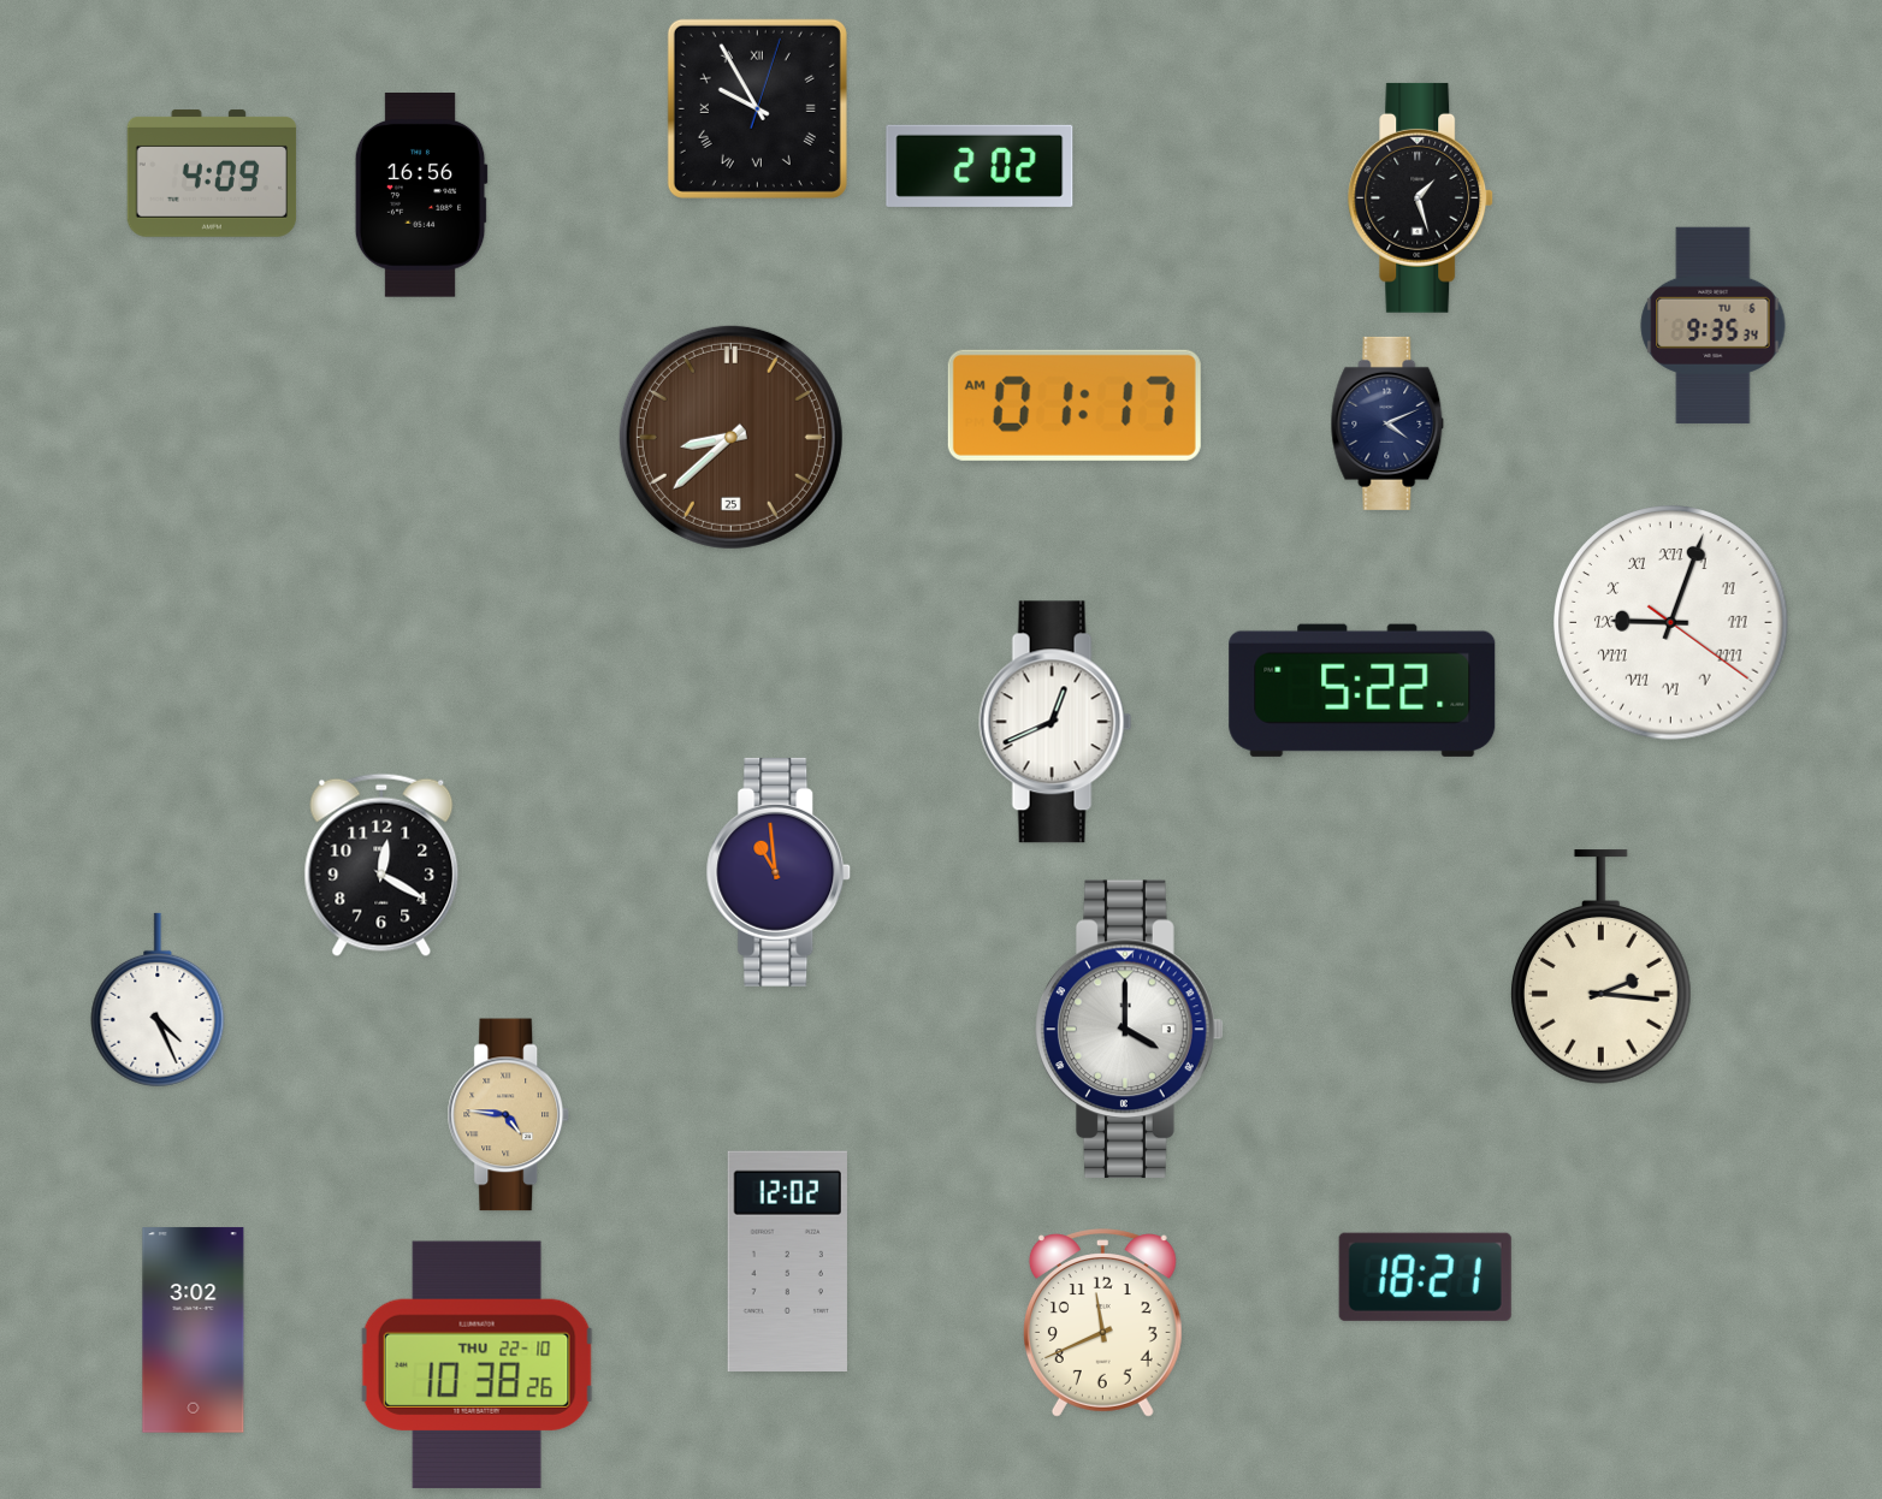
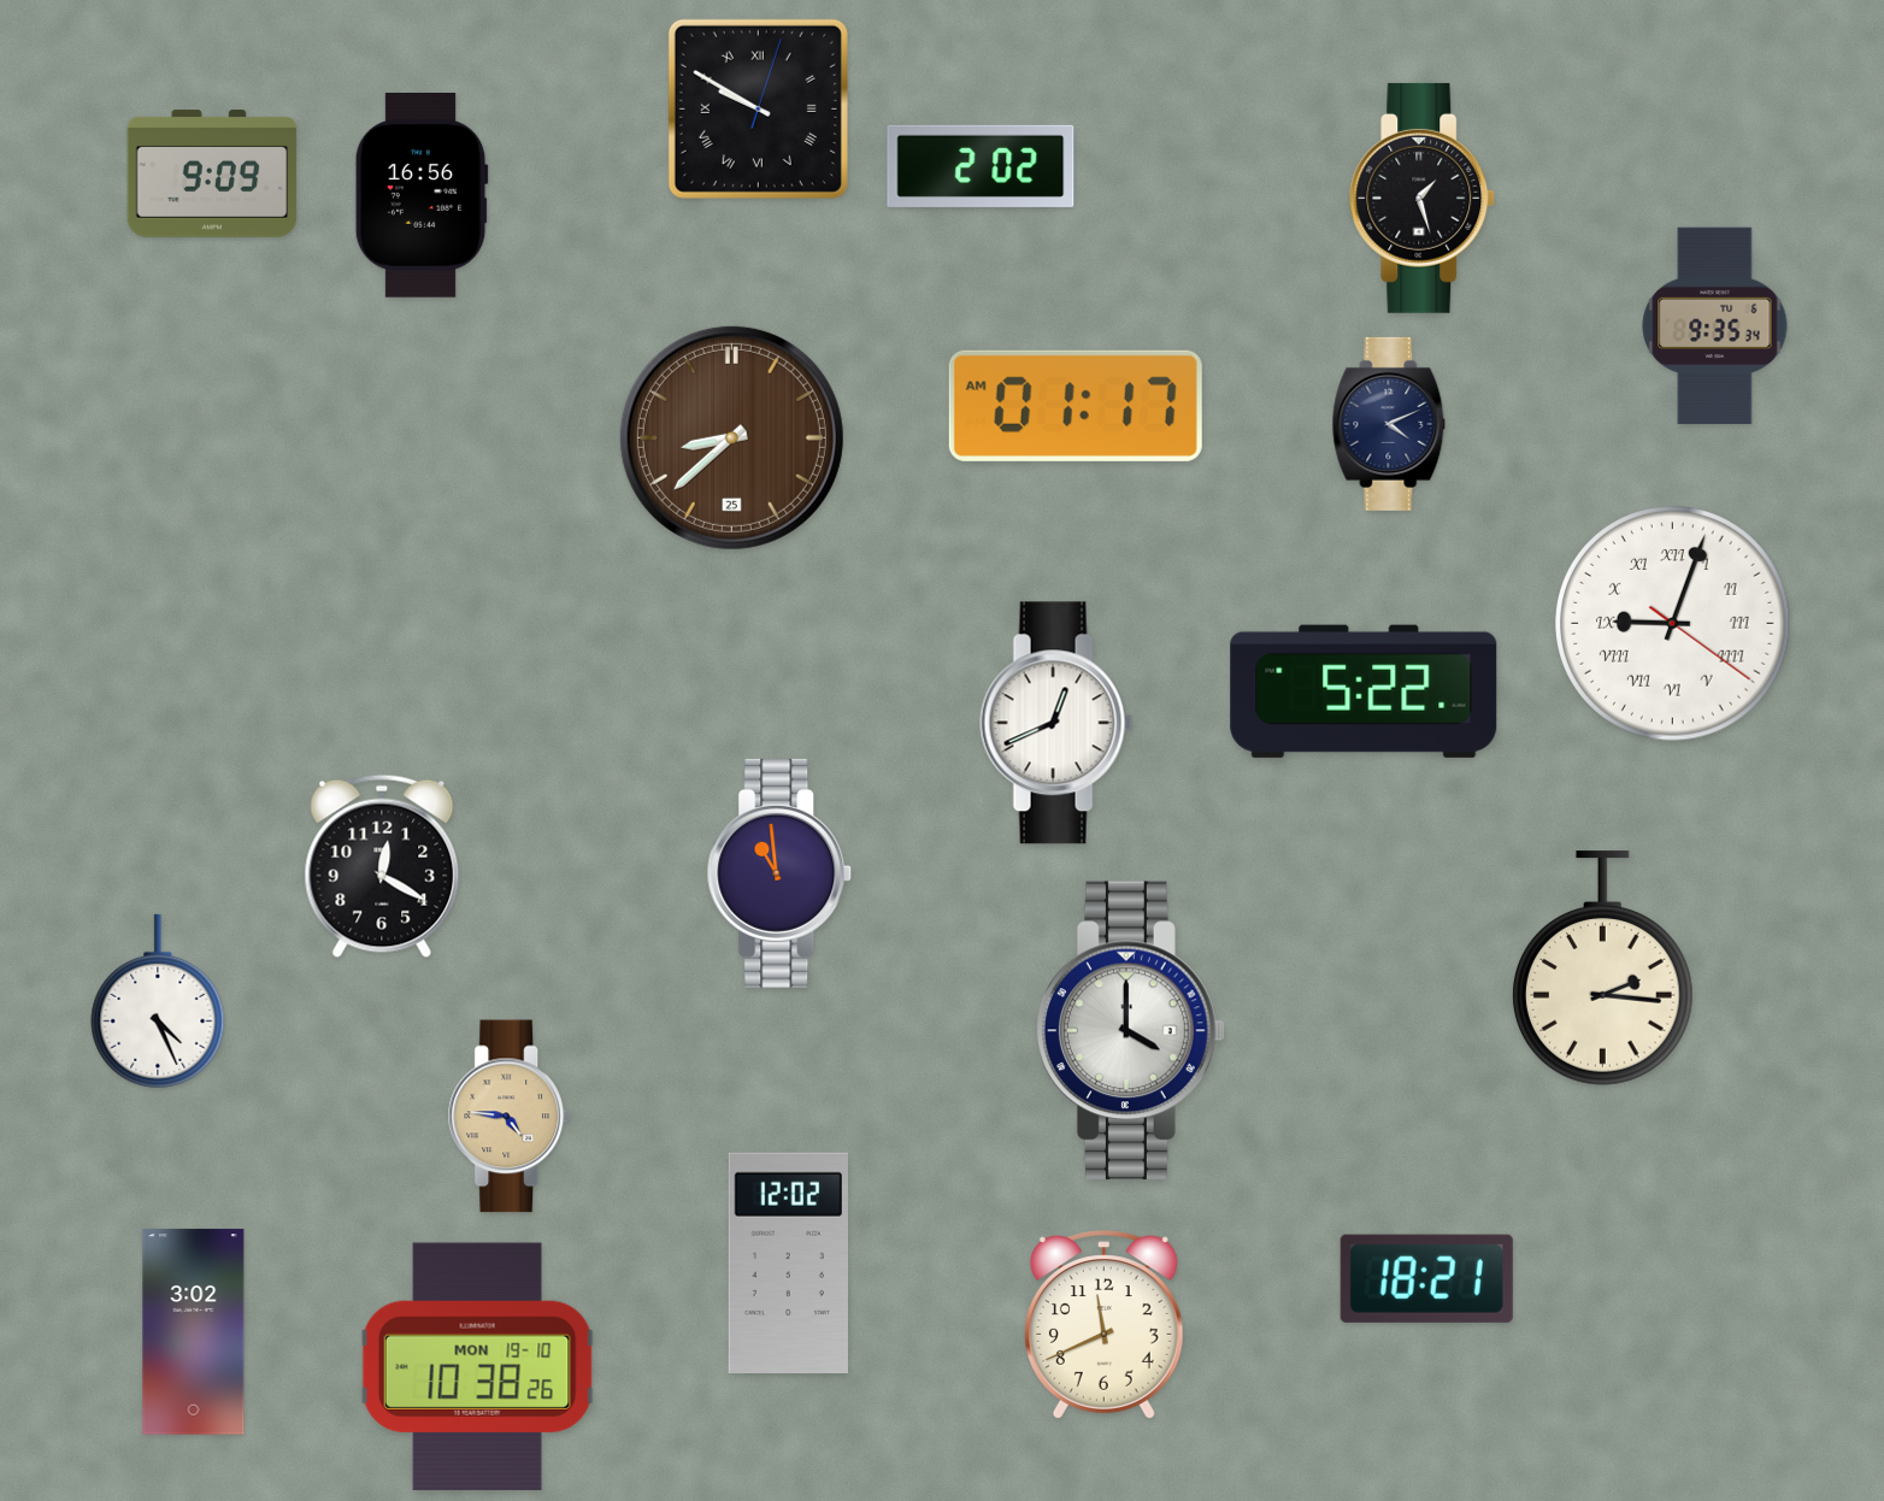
clock at (757, 108): 9:55 -> 9:50
clock at (212, 173): 4:09 -> 9:09
clock at (477, 1364) date: THU 22-10 -> MON 19-10
